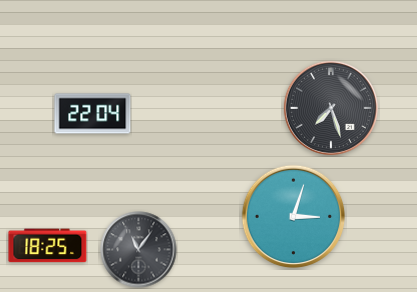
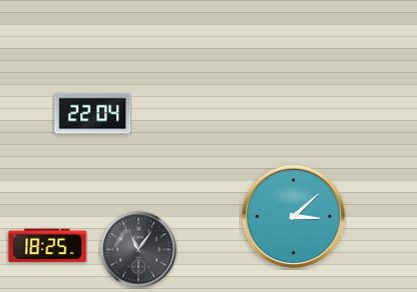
clock at (331, 108): 7:27 -> none
clock at (294, 217): 3:03 -> 3:08
